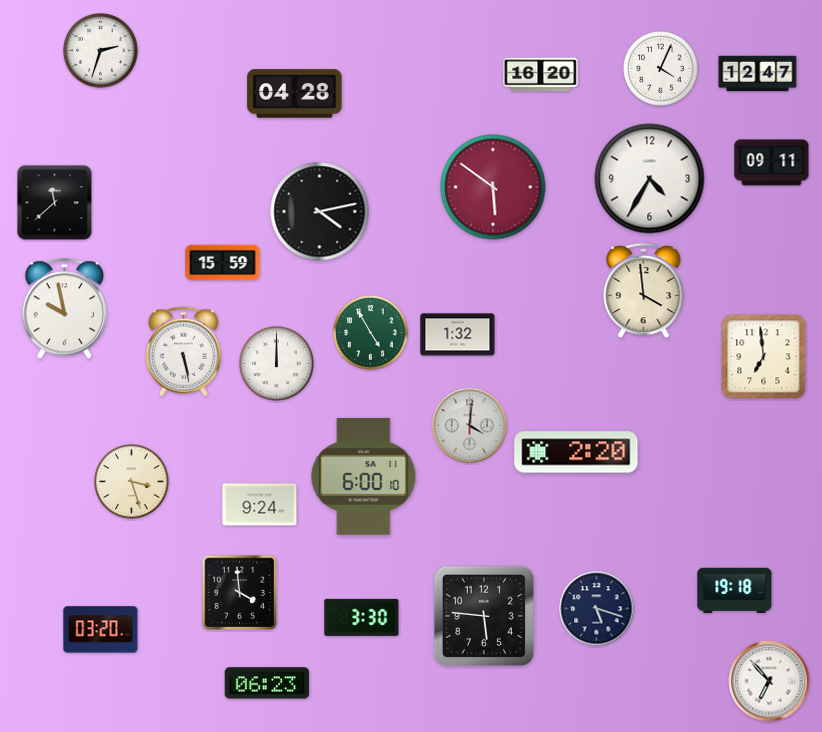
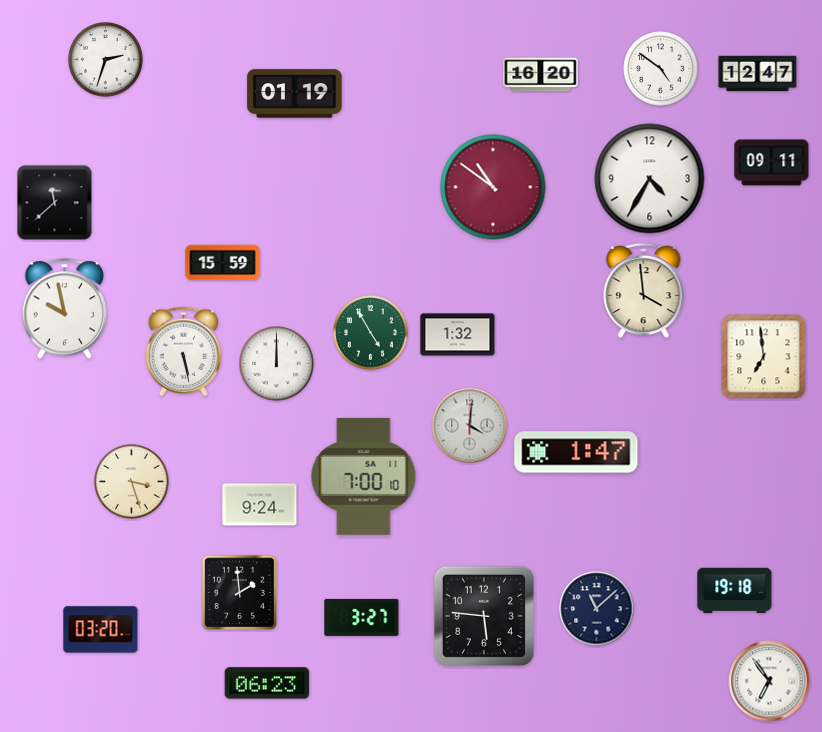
clock at (101, 51) position: (101, 51) -> (106, 60)
clock at (661, 69): 4:04 -> 4:51
clock at (295, 94): 04:28 -> 01:19
clock at (493, 187): 5:51 -> 10:51
clock at (320, 212): 4:13 -> none
clock at (576, 452): 2:20 -> 1:47
clock at (364, 476): 6:00 -> 7:00
clock at (240, 593): 3:59 -> 1:59
clock at (597, 609): 5:18 -> 11:08
clock at (362, 617): 3:30 -> 3:27
clock at (769, 681): 6:53 -> 6:54
